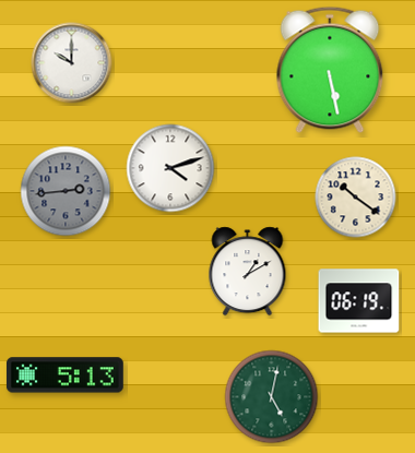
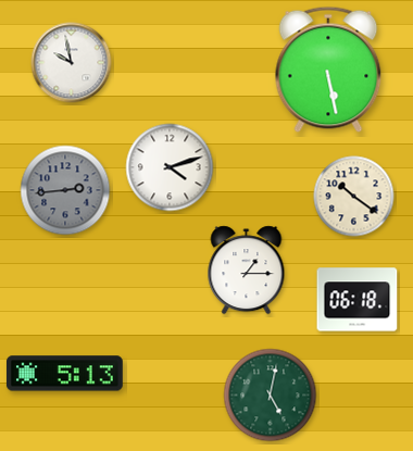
clock at (72, 63): 10:00 -> 9:58
clock at (248, 272): 1:10 -> 1:15
clock at (359, 301): 06:19 -> 06:18
